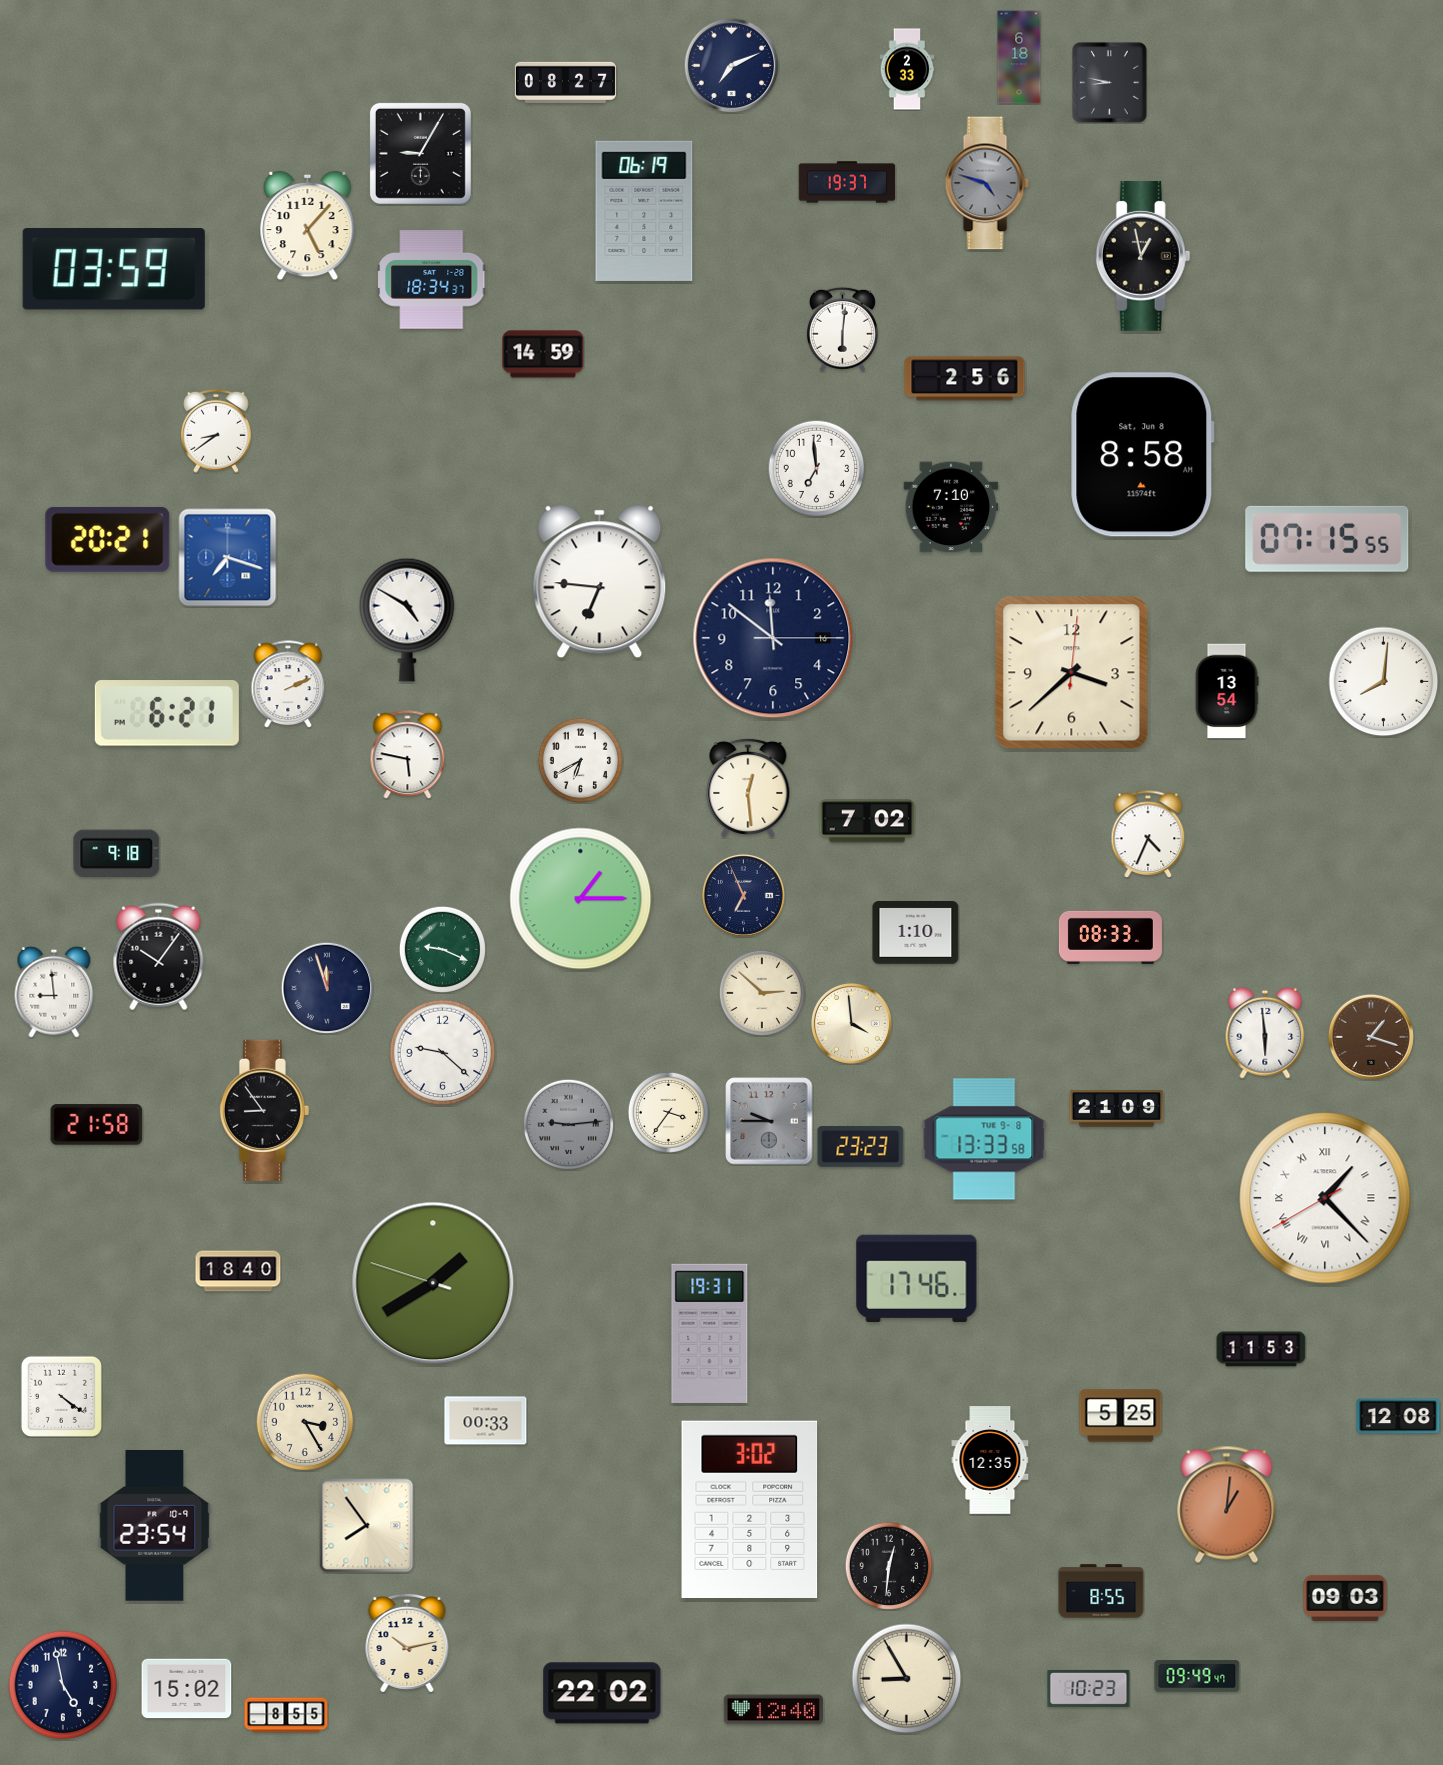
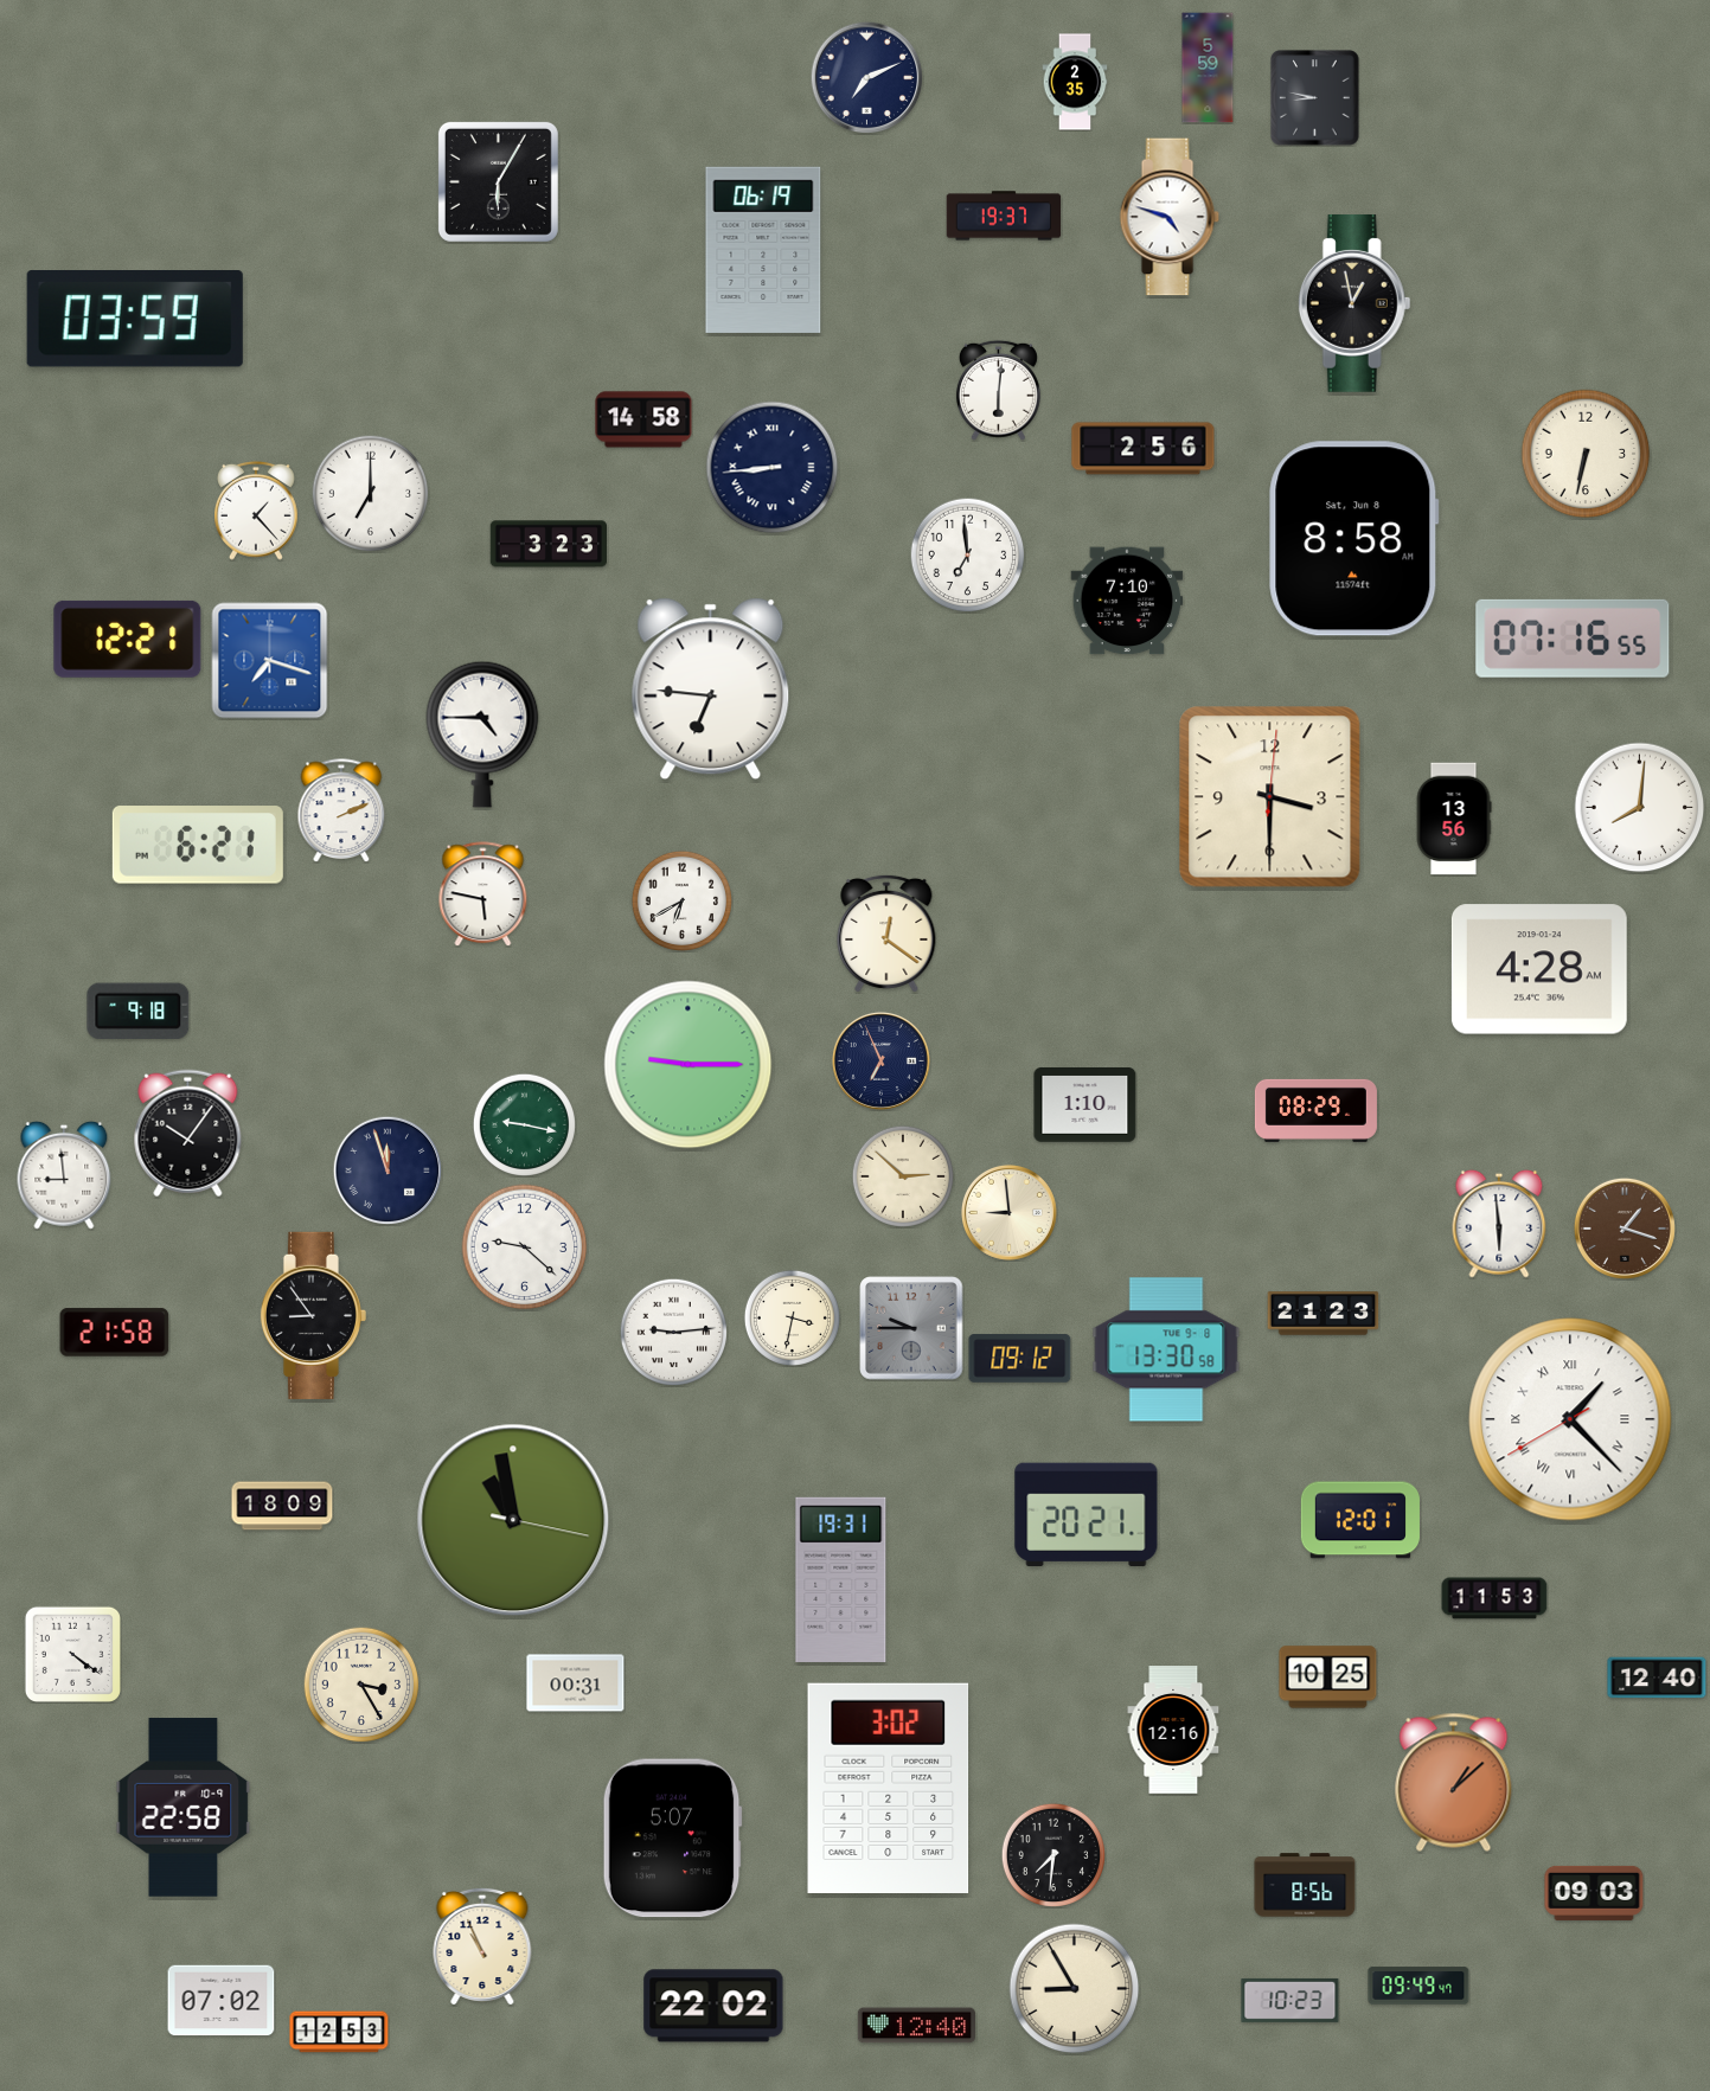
clock at (1019, 57): 6:18 -> 5:59
clock at (907, 69): 2:33 -> 2:35
clock at (565, 82): 08:27 -> none
clock at (420, 153): 9:05 -> 6:05
clock at (987, 183) dial: grey -> white
clock at (308, 226): 5:07 -> none
clock at (432, 280): 18:34 -> none
clock at (543, 354): 14:59 -> 14:58
clock at (1586, 454): none -> 6:32
clock at (773, 468): none -> 8:44
clock at (371, 494): none -> 7:00
clock at (217, 431): 8:39 -> 1:23
clock at (549, 544): none -> 3:23
clock at (108, 539): 20:21 -> 12:21
clock at (1327, 539): 07:15 -> 07:16
clock at (407, 620): 4:50 -> 4:45
clock at (773, 638): 11:51 -> none
clock at (1072, 673): 3:38 -> 3:30
clock at (1227, 691): 13:54 -> 13:56
clock at (580, 760) position: (580, 760) -> (681, 900)
clock at (748, 788): 12:29 -> 12:21
clock at (1539, 969): none -> 4:28
clock at (867, 821): 7:02 -> none
clock at (1148, 834): 4:34 -> none
clock at (581, 899): 1:15 -> 9:15
clock at (1110, 937): 08:33 -> 08:29
clock at (442, 949): 9:19 -> 9:17
clock at (851, 1023): 3:59 -> 8:59
clock at (1117, 1109): 21:09 -> 21:23
clock at (668, 1112): 3:36 -> 3:32
clock at (568, 1124) dial: grey -> white
clock at (984, 1139): 13:33 -> 13:30
clock at (861, 1147): 23:23 -> 09:12
clock at (238, 1271): 18:40 -> 18:09
clock at (917, 1278): 17:46 -> 20:21
clock at (433, 1283): 1:39 -> 10:58
clock at (1360, 1520): none -> 12:01
clock at (1121, 1416): 5:25 -> 10:25
clock at (1398, 1416): 12:08 -> 12:40
clock at (486, 1421): 00:33 -> 00:31
clock at (990, 1460): 12:35 -> 12:16
clock at (1227, 1504): 1:01 -> 1:08
clock at (155, 1526): 23:54 -> 22:58
clock at (367, 1526): 7:54 -> none
clock at (672, 1839): none -> 5:07
clock at (888, 1565): 12:31 -> 7:31
clock at (1101, 1591): 8:55 -> 8:56
clock at (407, 1643): 10:13 -> 10:56
clock at (63, 1685): 4:58 -> none
clock at (187, 1689): 15:02 -> 07:02
clock at (286, 1715): 8:55 -> 12:53
